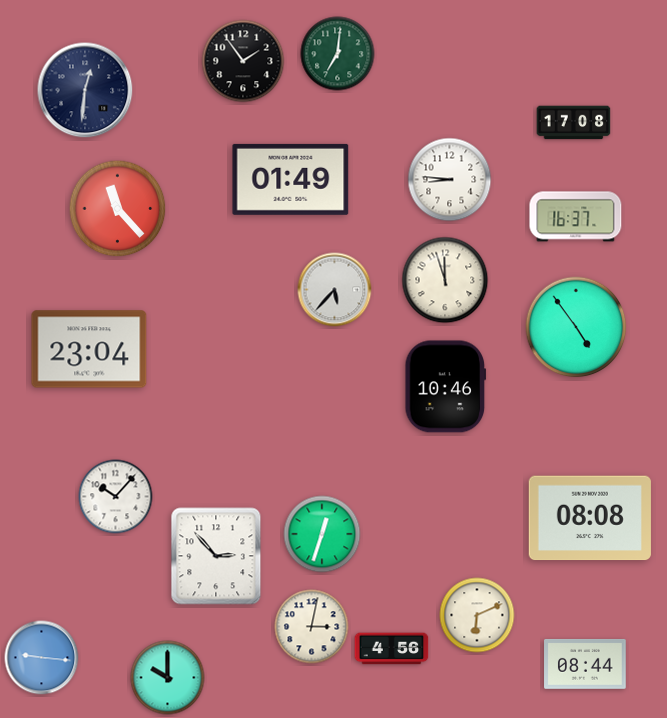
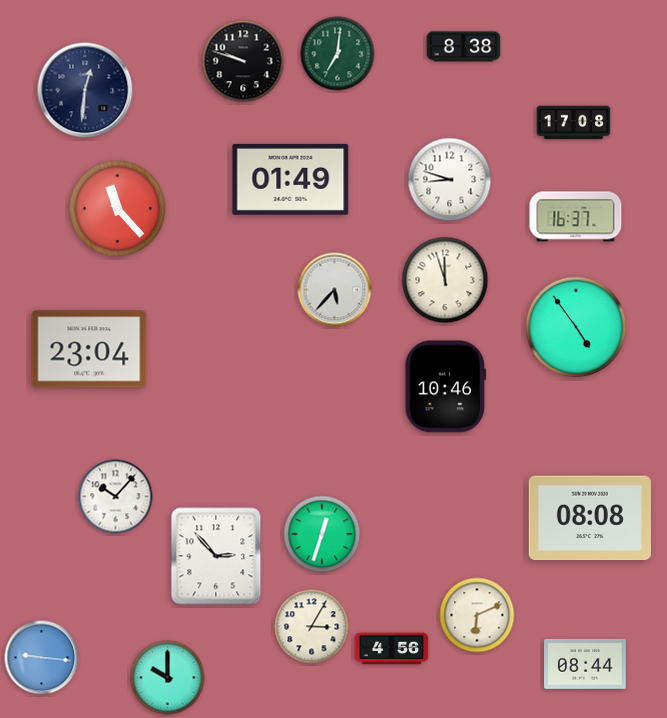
clock at (464, 47): none -> 8:38
clock at (243, 61): 1:54 -> 9:48
clock at (450, 180): 8:46 -> 8:48
clock at (312, 627): 3:02 -> 3:05
